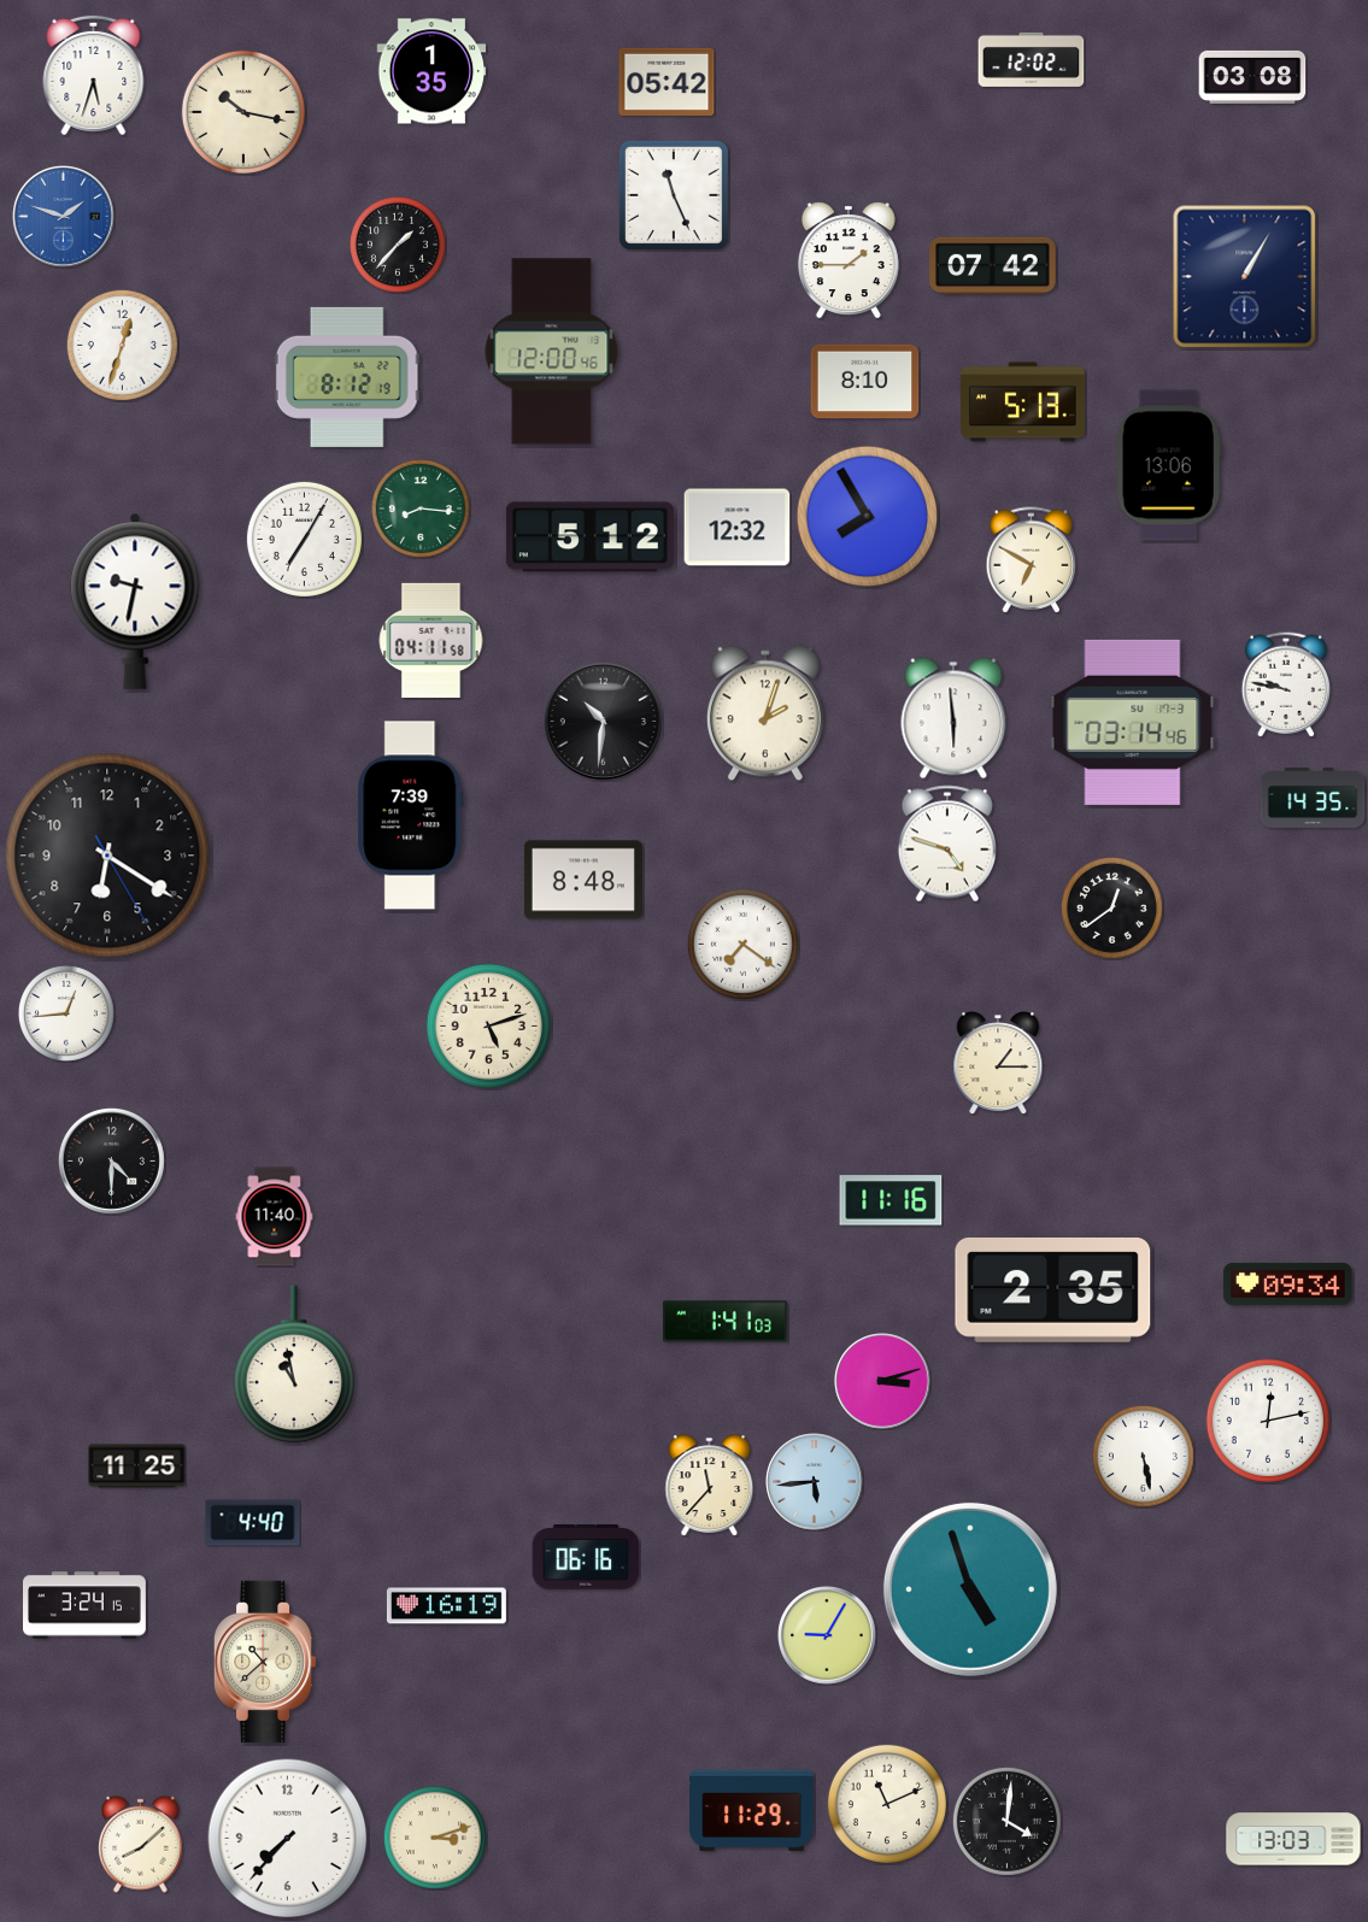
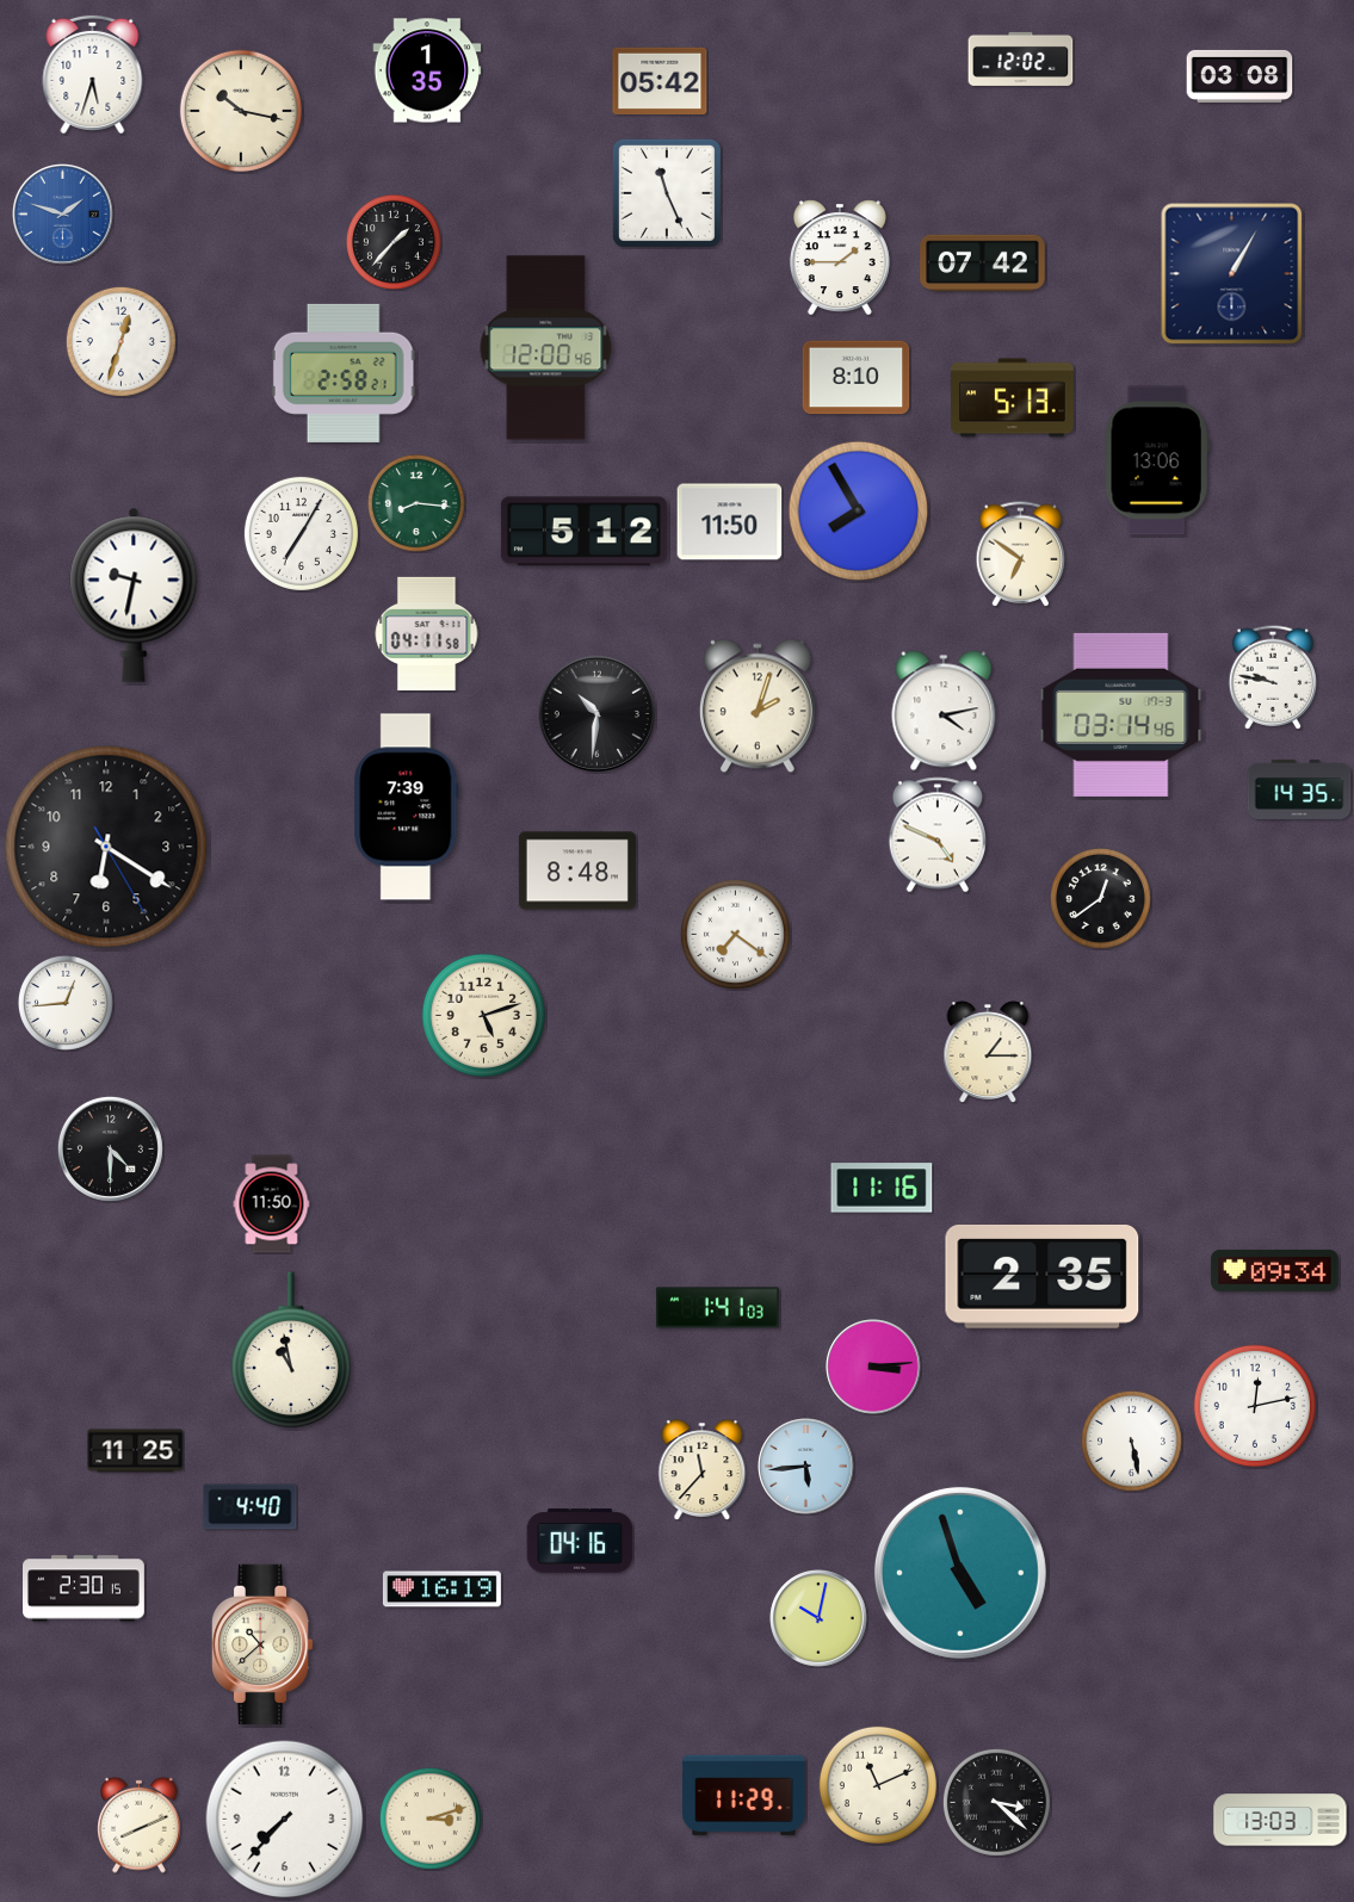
clock at (347, 377): 8:12 -> 2:58
clock at (738, 528): 12:32 -> 11:50
clock at (1032, 560): 6:50 -> 6:51
clock at (953, 718): 5:59 -> 4:13
clock at (947, 844): 4:48 -> 4:49
clock at (275, 1217): 11:40 -> 11:50
clock at (882, 1381): 3:12 -> 3:14
clock at (586, 1557): 06:16 -> 04:16
clock at (84, 1605): 3:24 -> 2:30
clock at (827, 1635): 9:05 -> 10:02
clock at (752, 1811) position: (752, 1811) -> (744, 1796)
clock at (1006, 1821): 4:01 -> 3:22
clock at (141, 1844): 8:08 -> 8:11
